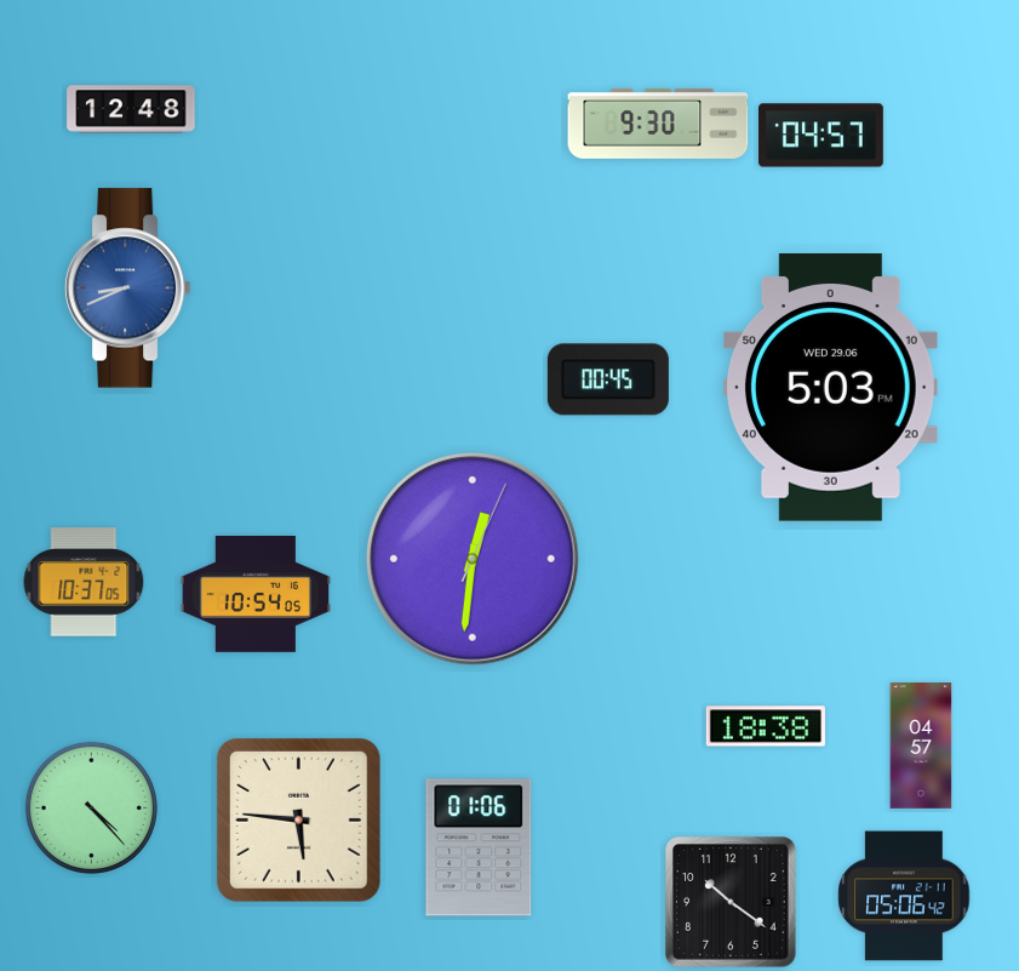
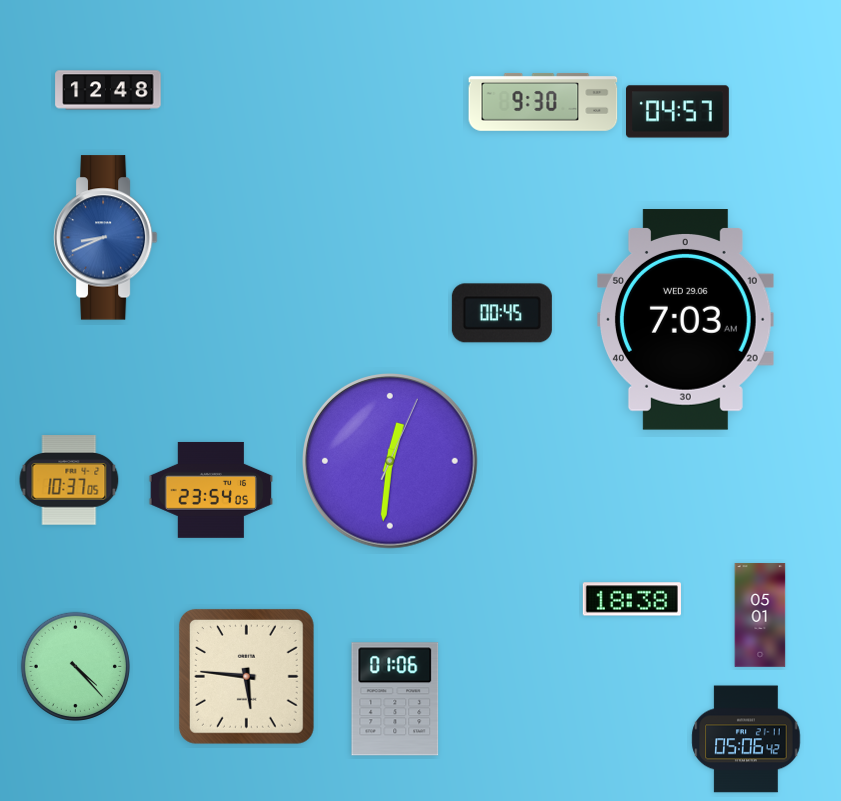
clock at (830, 388): 5:03 -> 7:03
clock at (256, 594): 10:54 -> 23:54
clock at (921, 746): 04:57 -> 05:01
clock at (732, 903): 10:21 -> none
